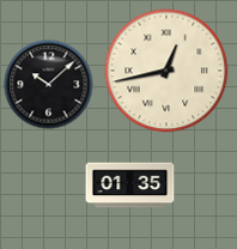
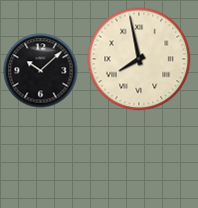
clock at (166, 71): 12:43 -> 7:58
clock at (130, 186): 01:35 -> none
